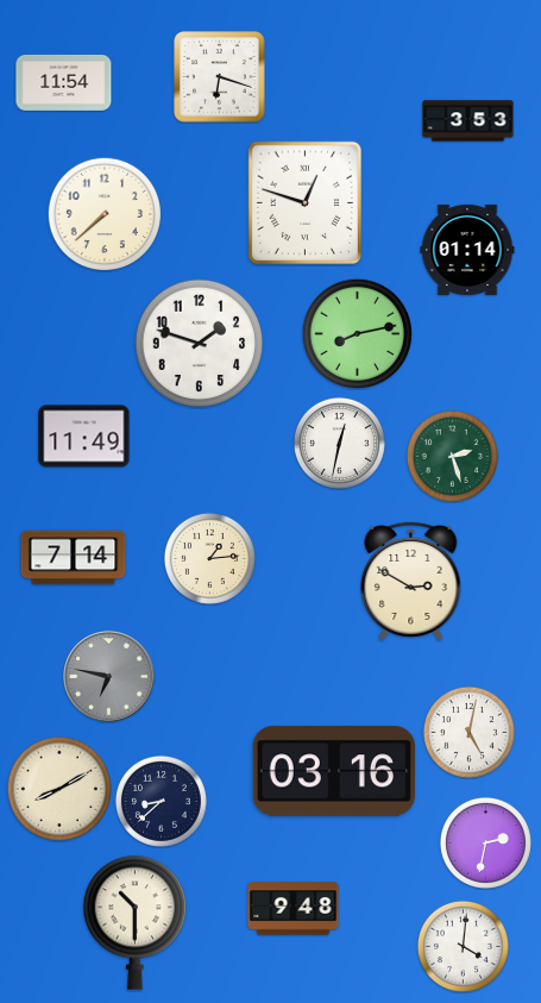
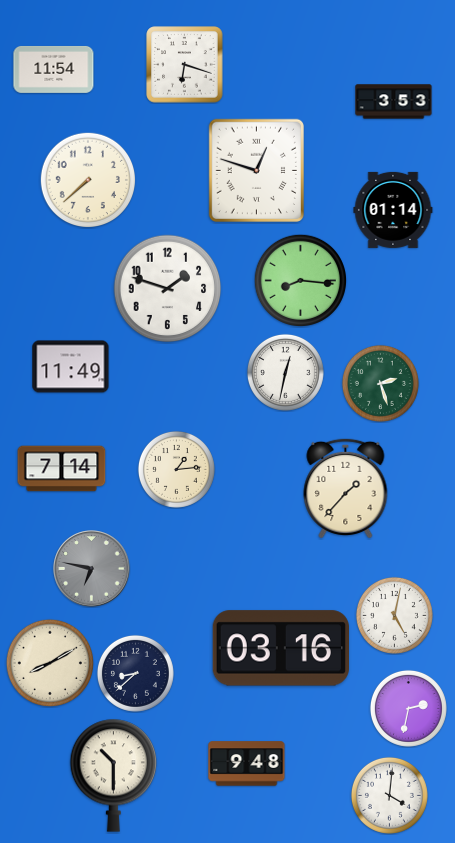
clock at (357, 333): 8:13 -> 8:16
clock at (411, 579): 2:50 -> 1:37
